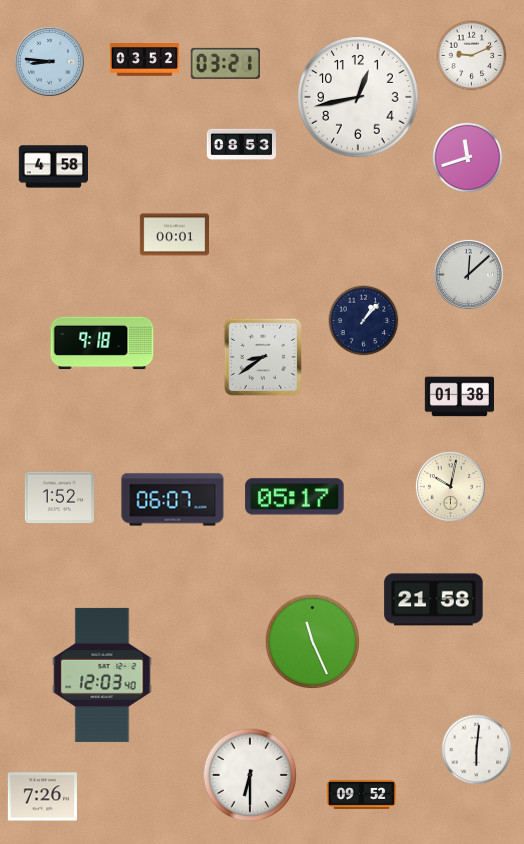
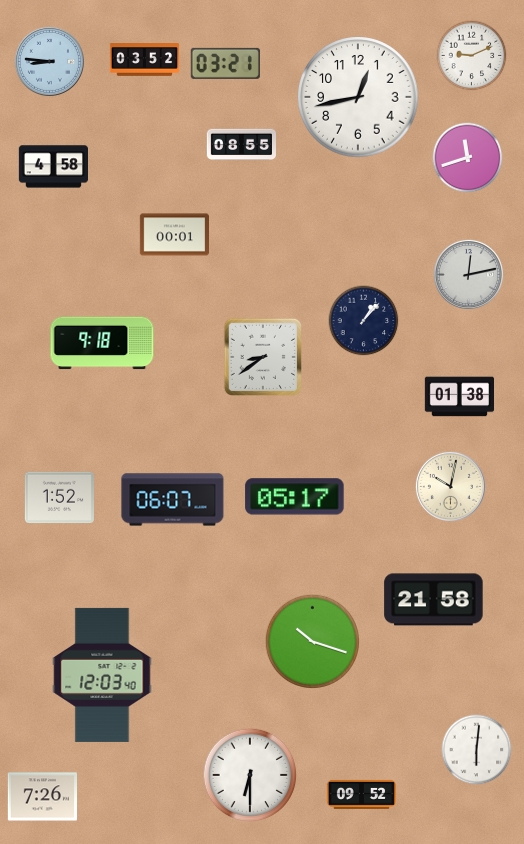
clock at (242, 145): 08:53 -> 08:55
clock at (468, 274): 12:08 -> 12:13
clock at (312, 641): 11:26 -> 10:18
